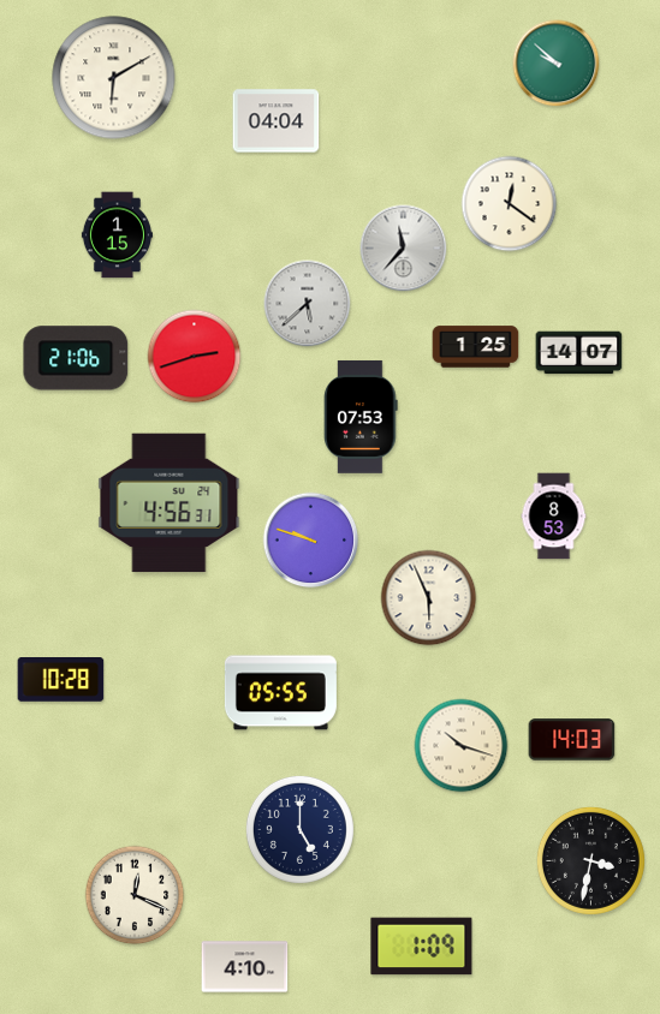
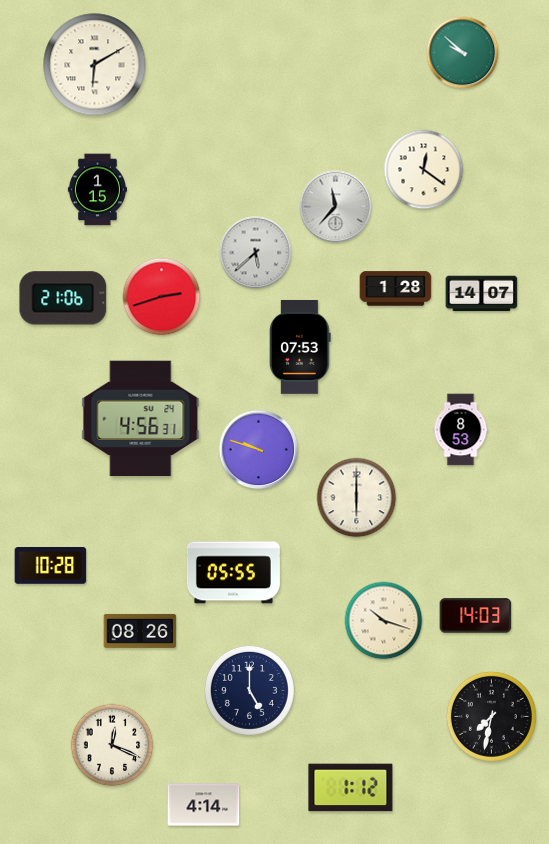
clock at (277, 121): 04:04 -> none
clock at (117, 235) position: (117, 235) -> (97, 190)
clock at (476, 347): 1:25 -> 1:28
clock at (429, 598): 5:56 -> 6:00
clock at (280, 693) position: (280, 693) -> (233, 573)
clock at (140, 631): none -> 08:26
clock at (590, 860): 3:32 -> 7:32
clock at (422, 947): 1:09 -> 1:12
clock at (245, 967): 4:10 -> 4:14
